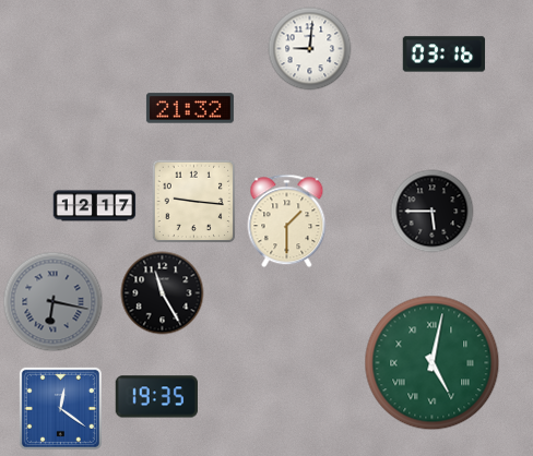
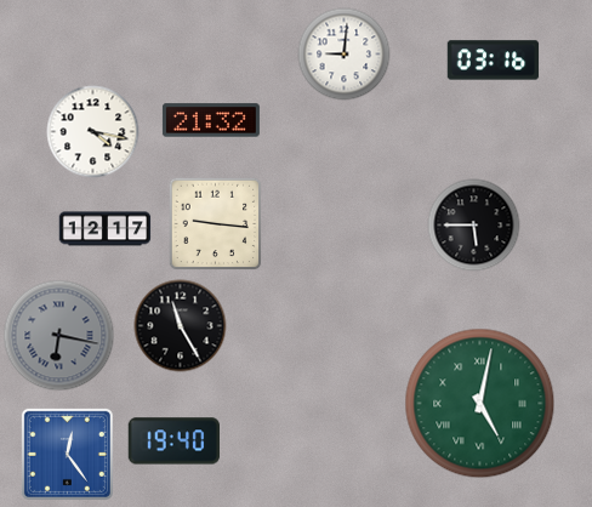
clock at (93, 132): none -> 4:17
clock at (433, 212) position: (433, 212) -> (474, 226)
clock at (287, 221): 1:30 -> none
clock at (156, 397): 19:35 -> 19:40
clock at (60, 408): 12:21 -> 12:24
